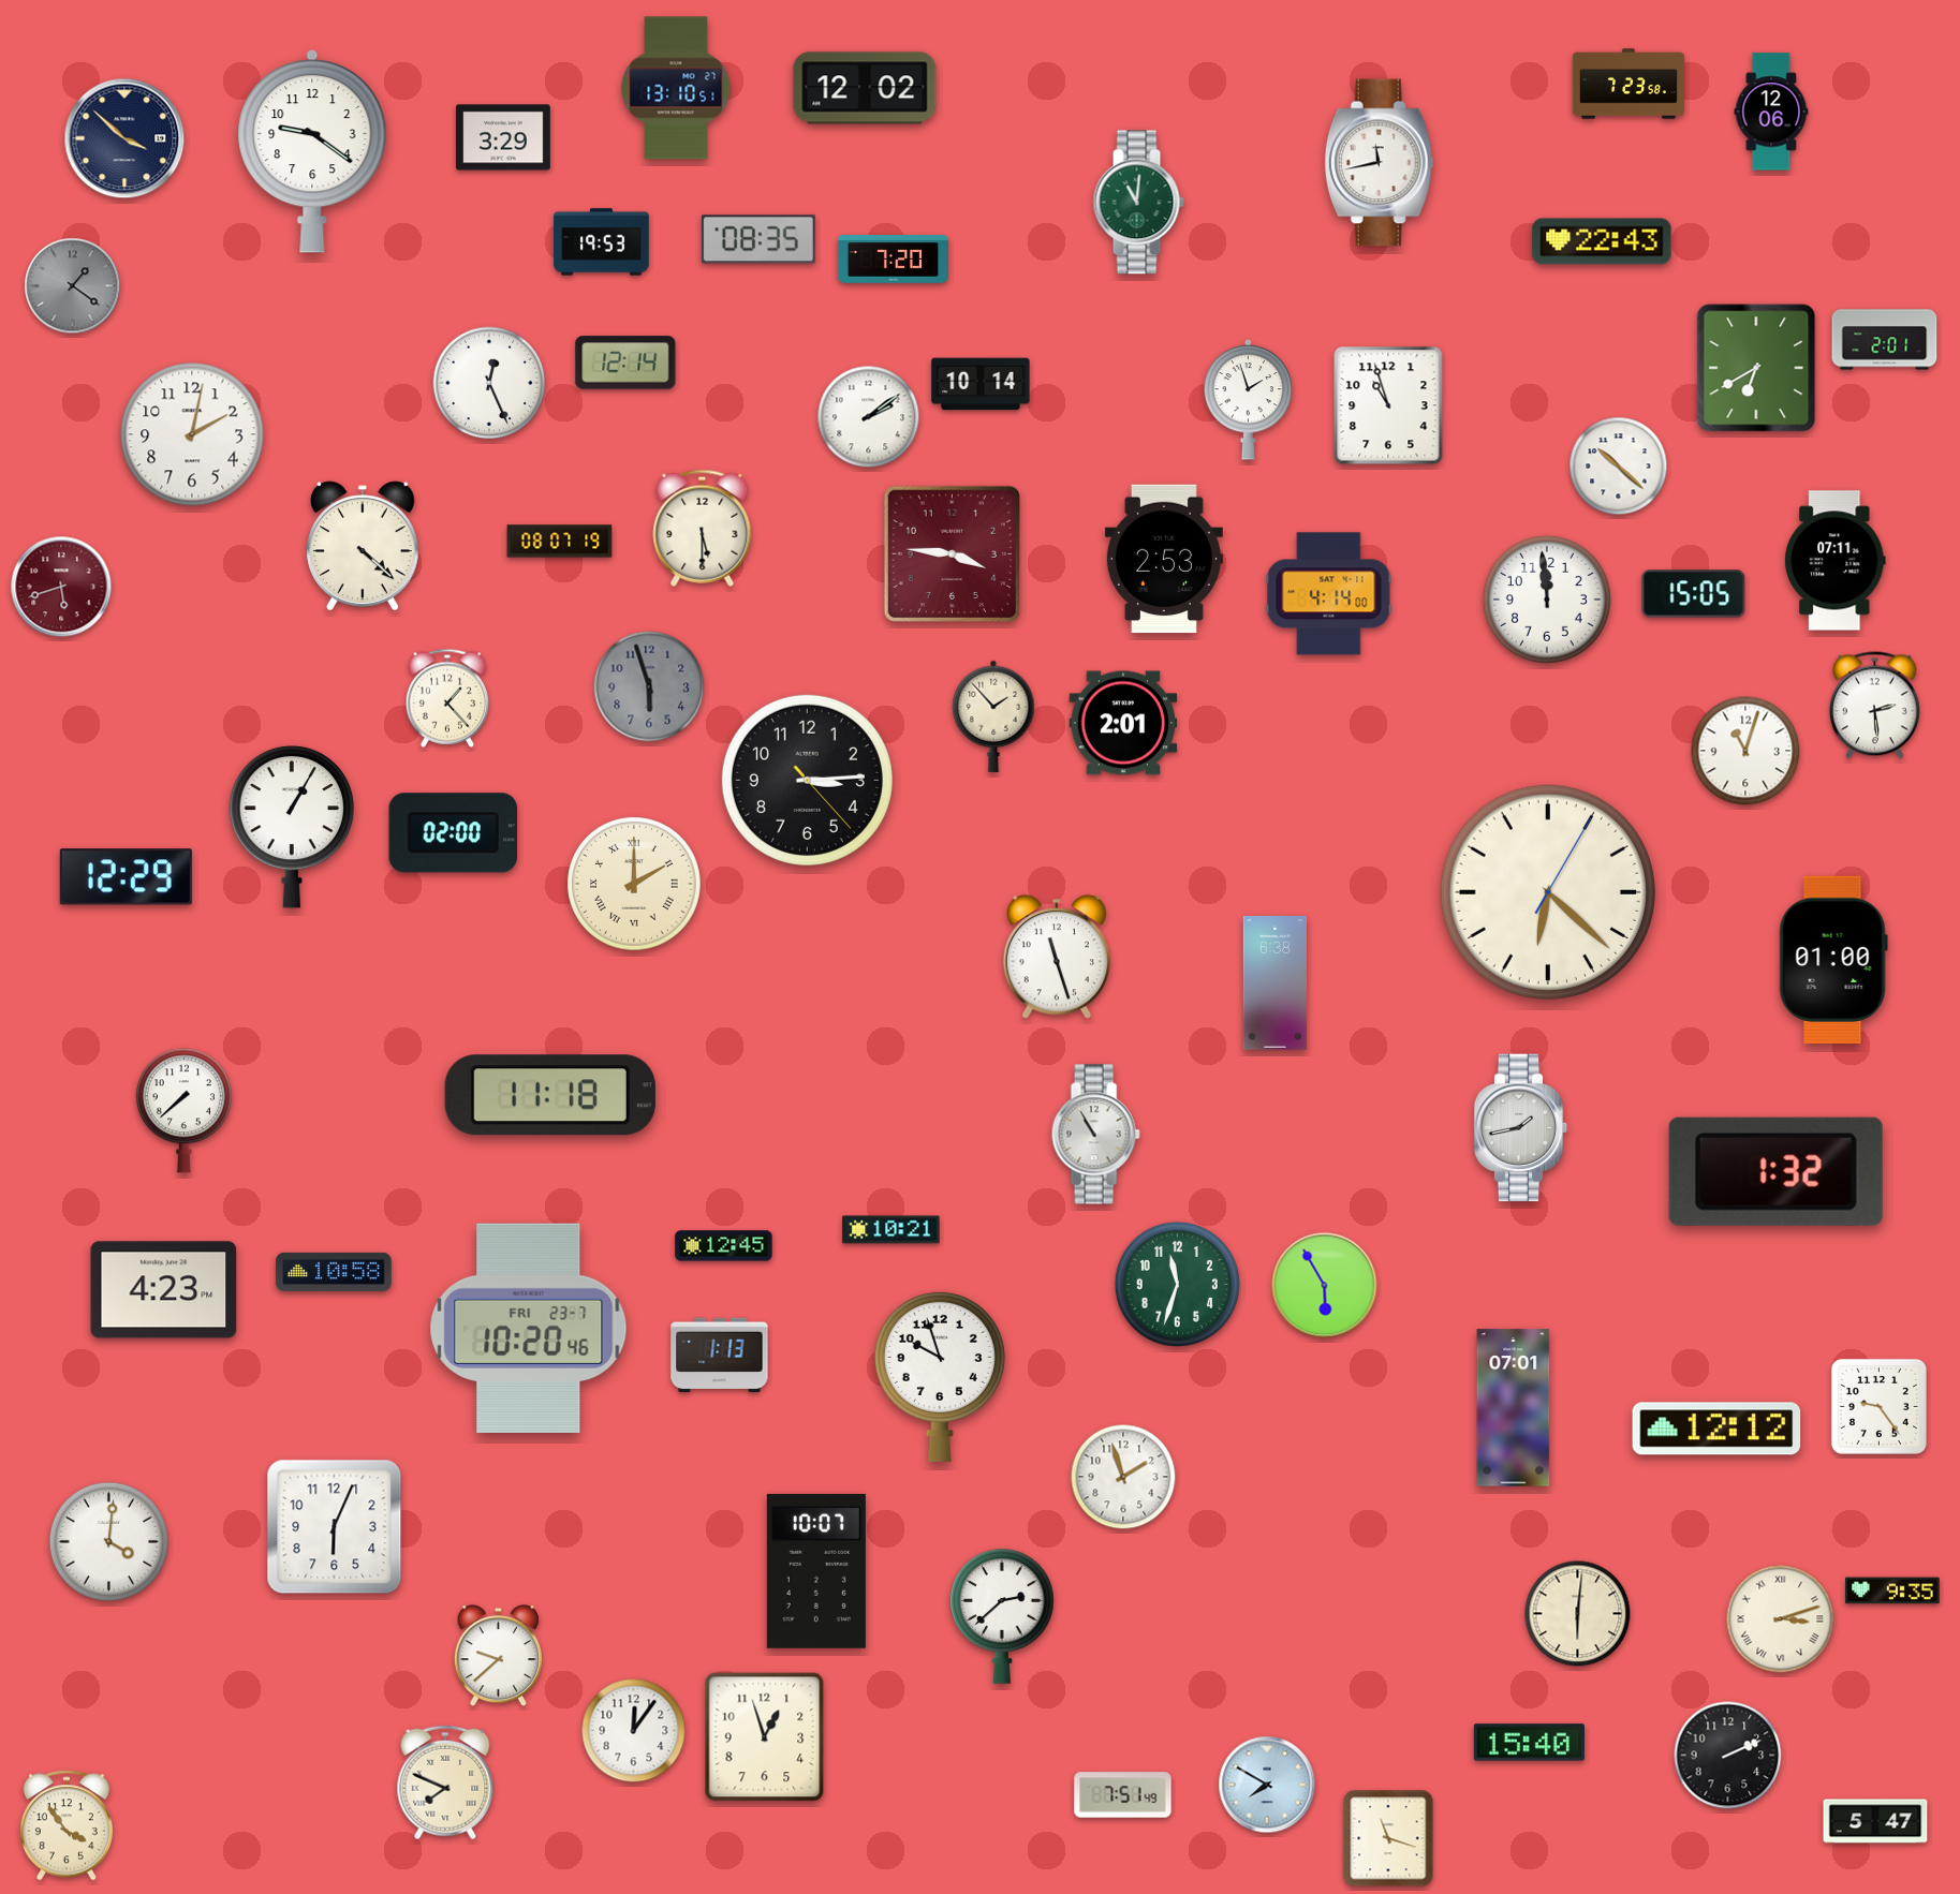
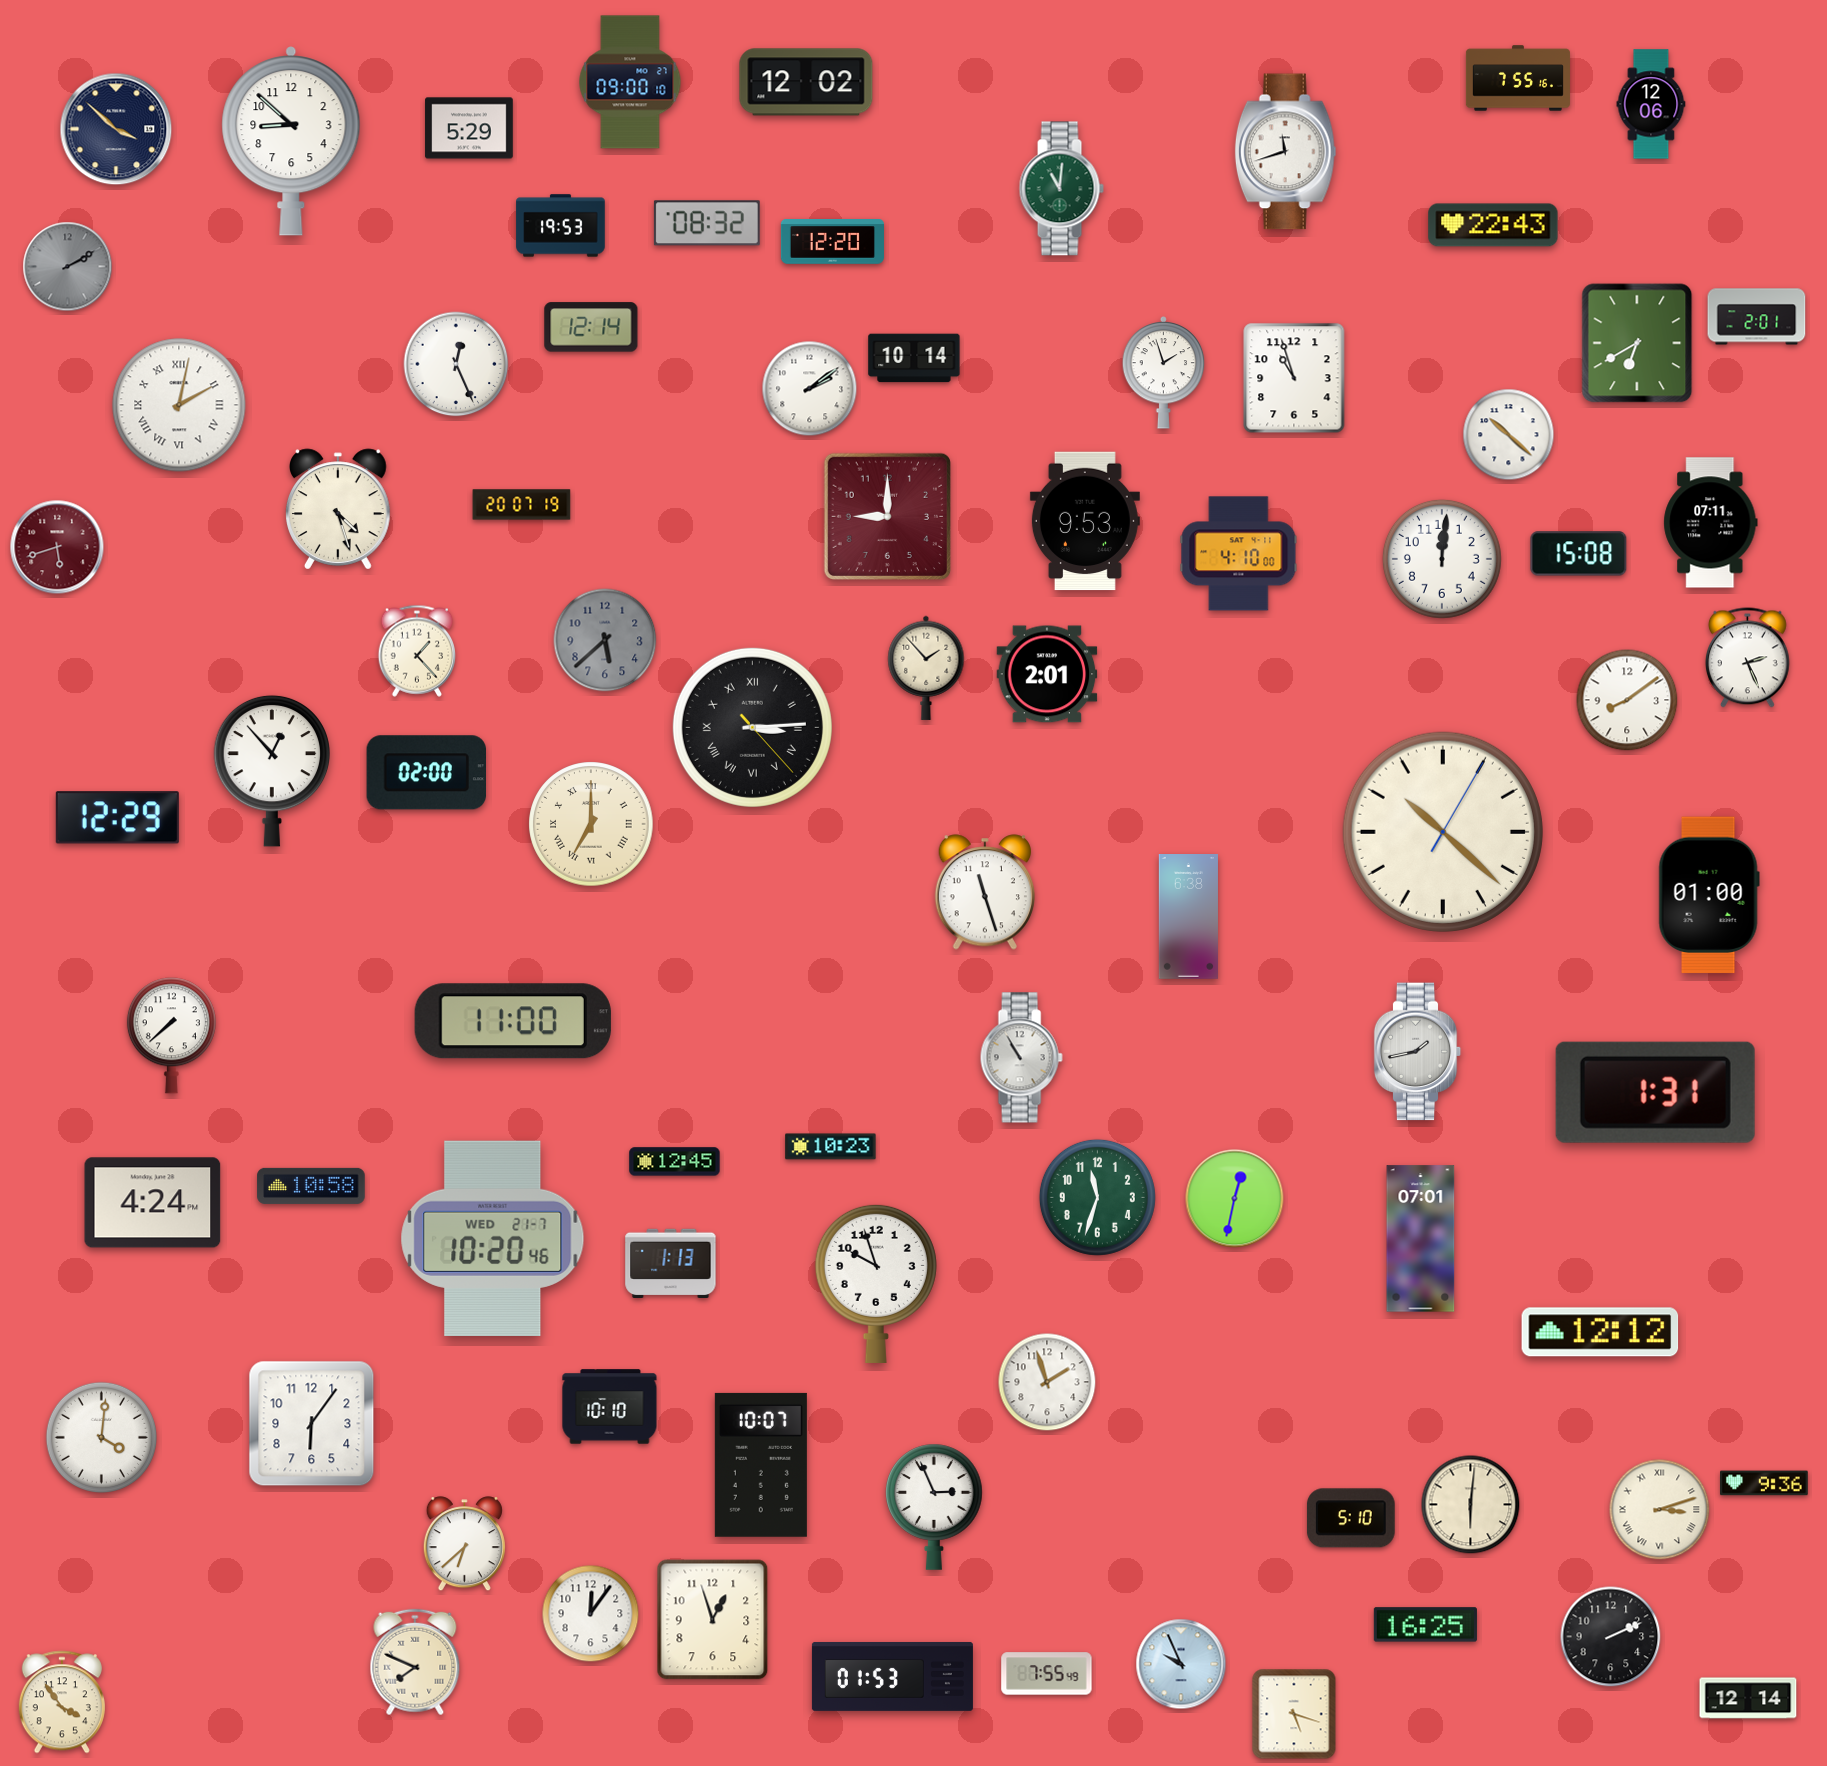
clock at (1629, 84): 7:23 -> 7:55
clock at (676, 88): 13:10 -> 09:00
clock at (503, 137): 3:29 -> 5:29
clock at (312, 151): 9:21 -> 8:52
clock at (1380, 163): 11:43 -> 11:42
clock at (758, 239): 08:35 -> 08:32
clock at (893, 260): 7:20 -> 12:20
clock at (73, 286): 1:21 -> 2:10
clock at (625, 362) position: (625, 362) -> (591, 327)
clock at (489, 383) position: (489, 383) -> (456, 364)
clock at (192, 434) numerals: Arabic -> Roman
clock at (703, 528): 5:30 -> none
clock at (560, 542): 08:07 -> 20:07
clock at (364, 546): 4:22 -> 4:27
clock at (952, 553): 3:46 -> 9:00
clock at (1164, 559): 2:53 -> 9:53
clock at (1329, 594): 4:14 -> 4:10
clock at (1694, 594): 15:05 -> 15:08
clock at (1547, 600): 11:59 -> 12:01
clock at (649, 686): 5:57 -> 5:38
clock at (1874, 706): 2:29 -> 2:26
clock at (1745, 751): 11:03 -> 8:09
clock at (807, 780) numerals: Arabic -> Roman
clock at (291, 827): 1:05 -> 12:53
clock at (453, 833) position: (453, 833) -> (426, 773)
clock at (634, 884): 2:00 -> 7:00
clock at (1548, 892): 6:22 -> 10:22
clock at (550, 1095): 11:18 -> 11:00
clock at (1775, 1171): 1:32 -> 1:31
clock at (891, 1230): 10:21 -> 10:23
clock at (1325, 1286): 5:55 -> 12:32
clock at (164, 1290): 4:23 -> 4:24
clock at (529, 1328) date: FRI 23-7 -> WED 21-7
clock at (1878, 1406): 9:24 -> none
clock at (1514, 1408) position: (1514, 1408) -> (1421, 1239)
clock at (1123, 1477) position: (1123, 1477) -> (1047, 1382)
clock at (610, 1407): none -> 10:10
clock at (335, 1527): 6:04 -> 6:06
clock at (1892, 1590): 9:35 -> 9:36
clock at (1002, 1616): 2:38 -> 2:56
clock at (1351, 1518): none -> 5:10
clock at (498, 1656): 9:38 -> 6:38
clock at (1529, 1743): 15:40 -> 16:25
clock at (1267, 1785): 7:50 -> 9:56
clock at (1123, 1795): 7:51 -> 7:55
clock at (892, 1676): none -> 01:53
clock at (1875, 1821): 5:47 -> 12:14
clock at (1388, 1838): 11:18 -> 5:18
